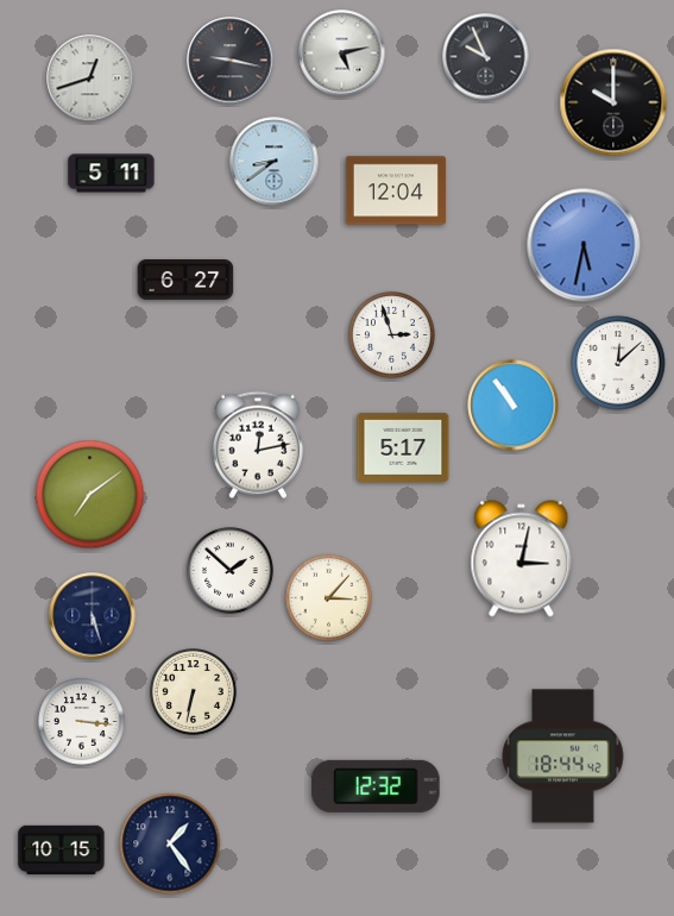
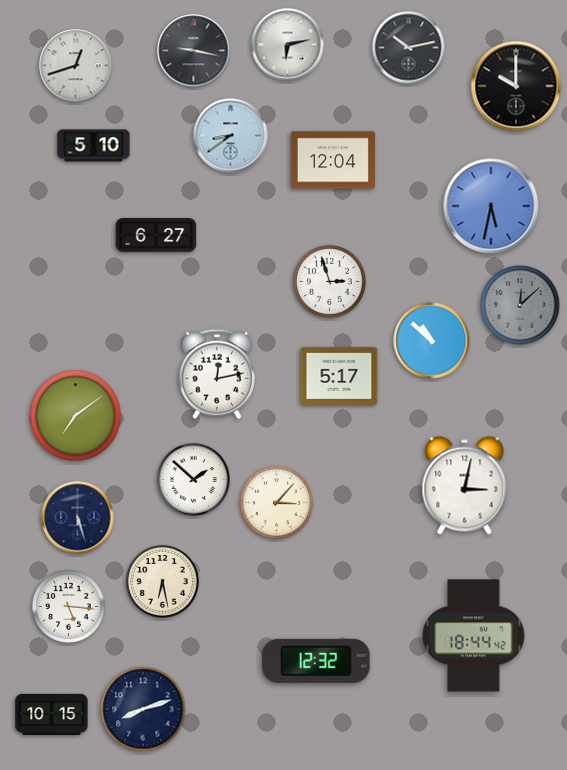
clock at (342, 54): 5:13 -> 6:13
clock at (486, 57): 9:56 -> 10:13
clock at (112, 174): 5:11 -> 5:10
clock at (618, 363) dial: white -> grey
clock at (514, 406): 10:54 -> 10:52
clock at (522, 559) position: (522, 559) -> (465, 486)
clock at (194, 692): 6:32 -> 6:28
clock at (82, 722): 3:16 -> 5:16
clock at (170, 843): 1:24 -> 8:12
